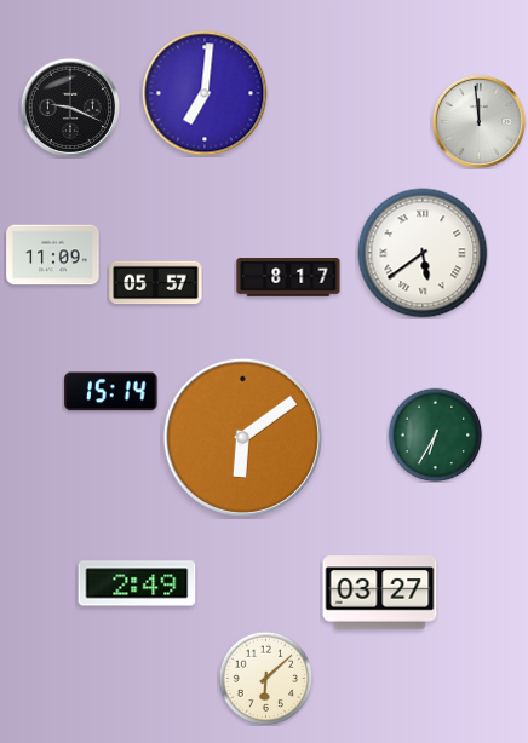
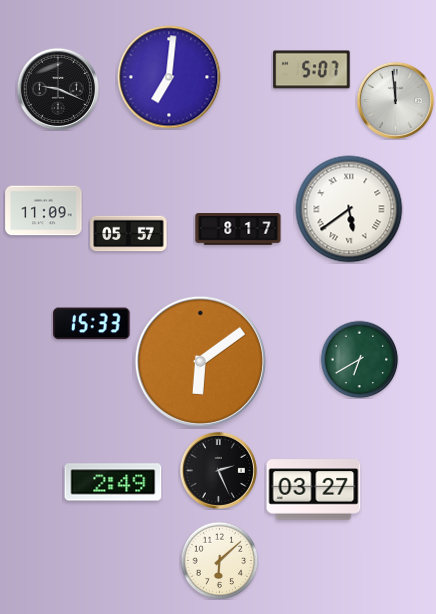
clock at (312, 70): none -> 5:07
clock at (111, 392): 15:14 -> 15:33
clock at (435, 434): 6:35 -> 6:40
clock at (218, 470): none -> 2:26
